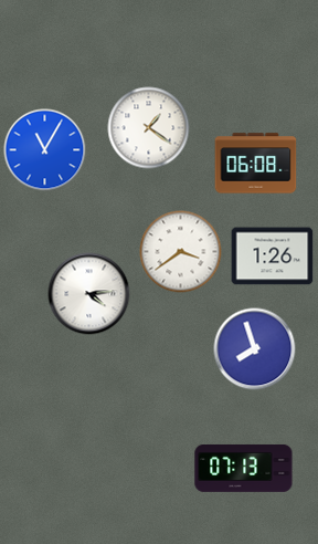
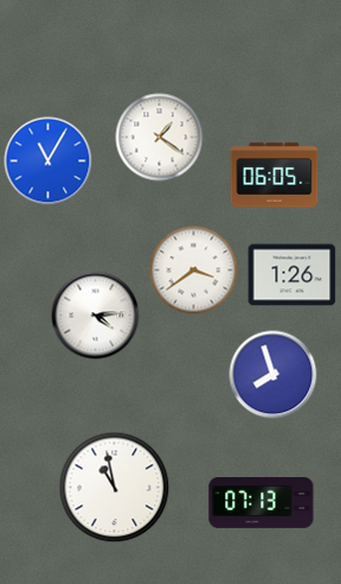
clock at (256, 164): 06:08 -> 06:05
clock at (115, 488): none -> 10:58
